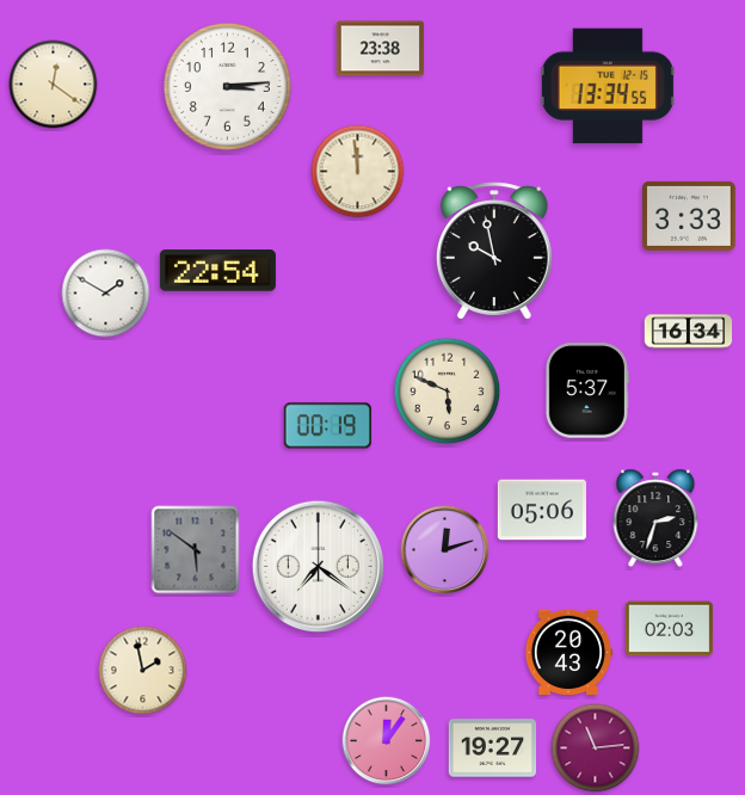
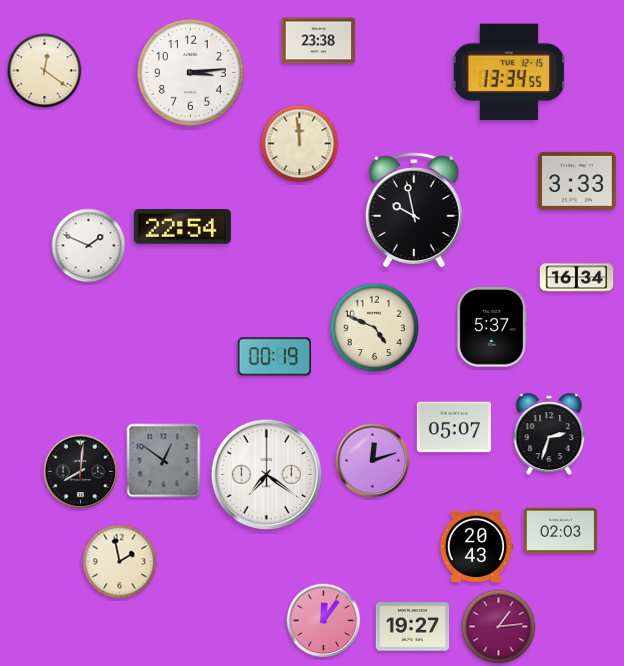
clock at (106, 294): 1:50 -> 1:49
clock at (448, 392): 5:49 -> 4:49
clock at (541, 510): 05:06 -> 05:07
clock at (196, 550): 5:51 -> 12:51
clock at (81, 472): none -> 8:01
clock at (670, 629) position: (670, 629) -> (561, 531)
clock at (596, 748): 11:14 -> 1:14
